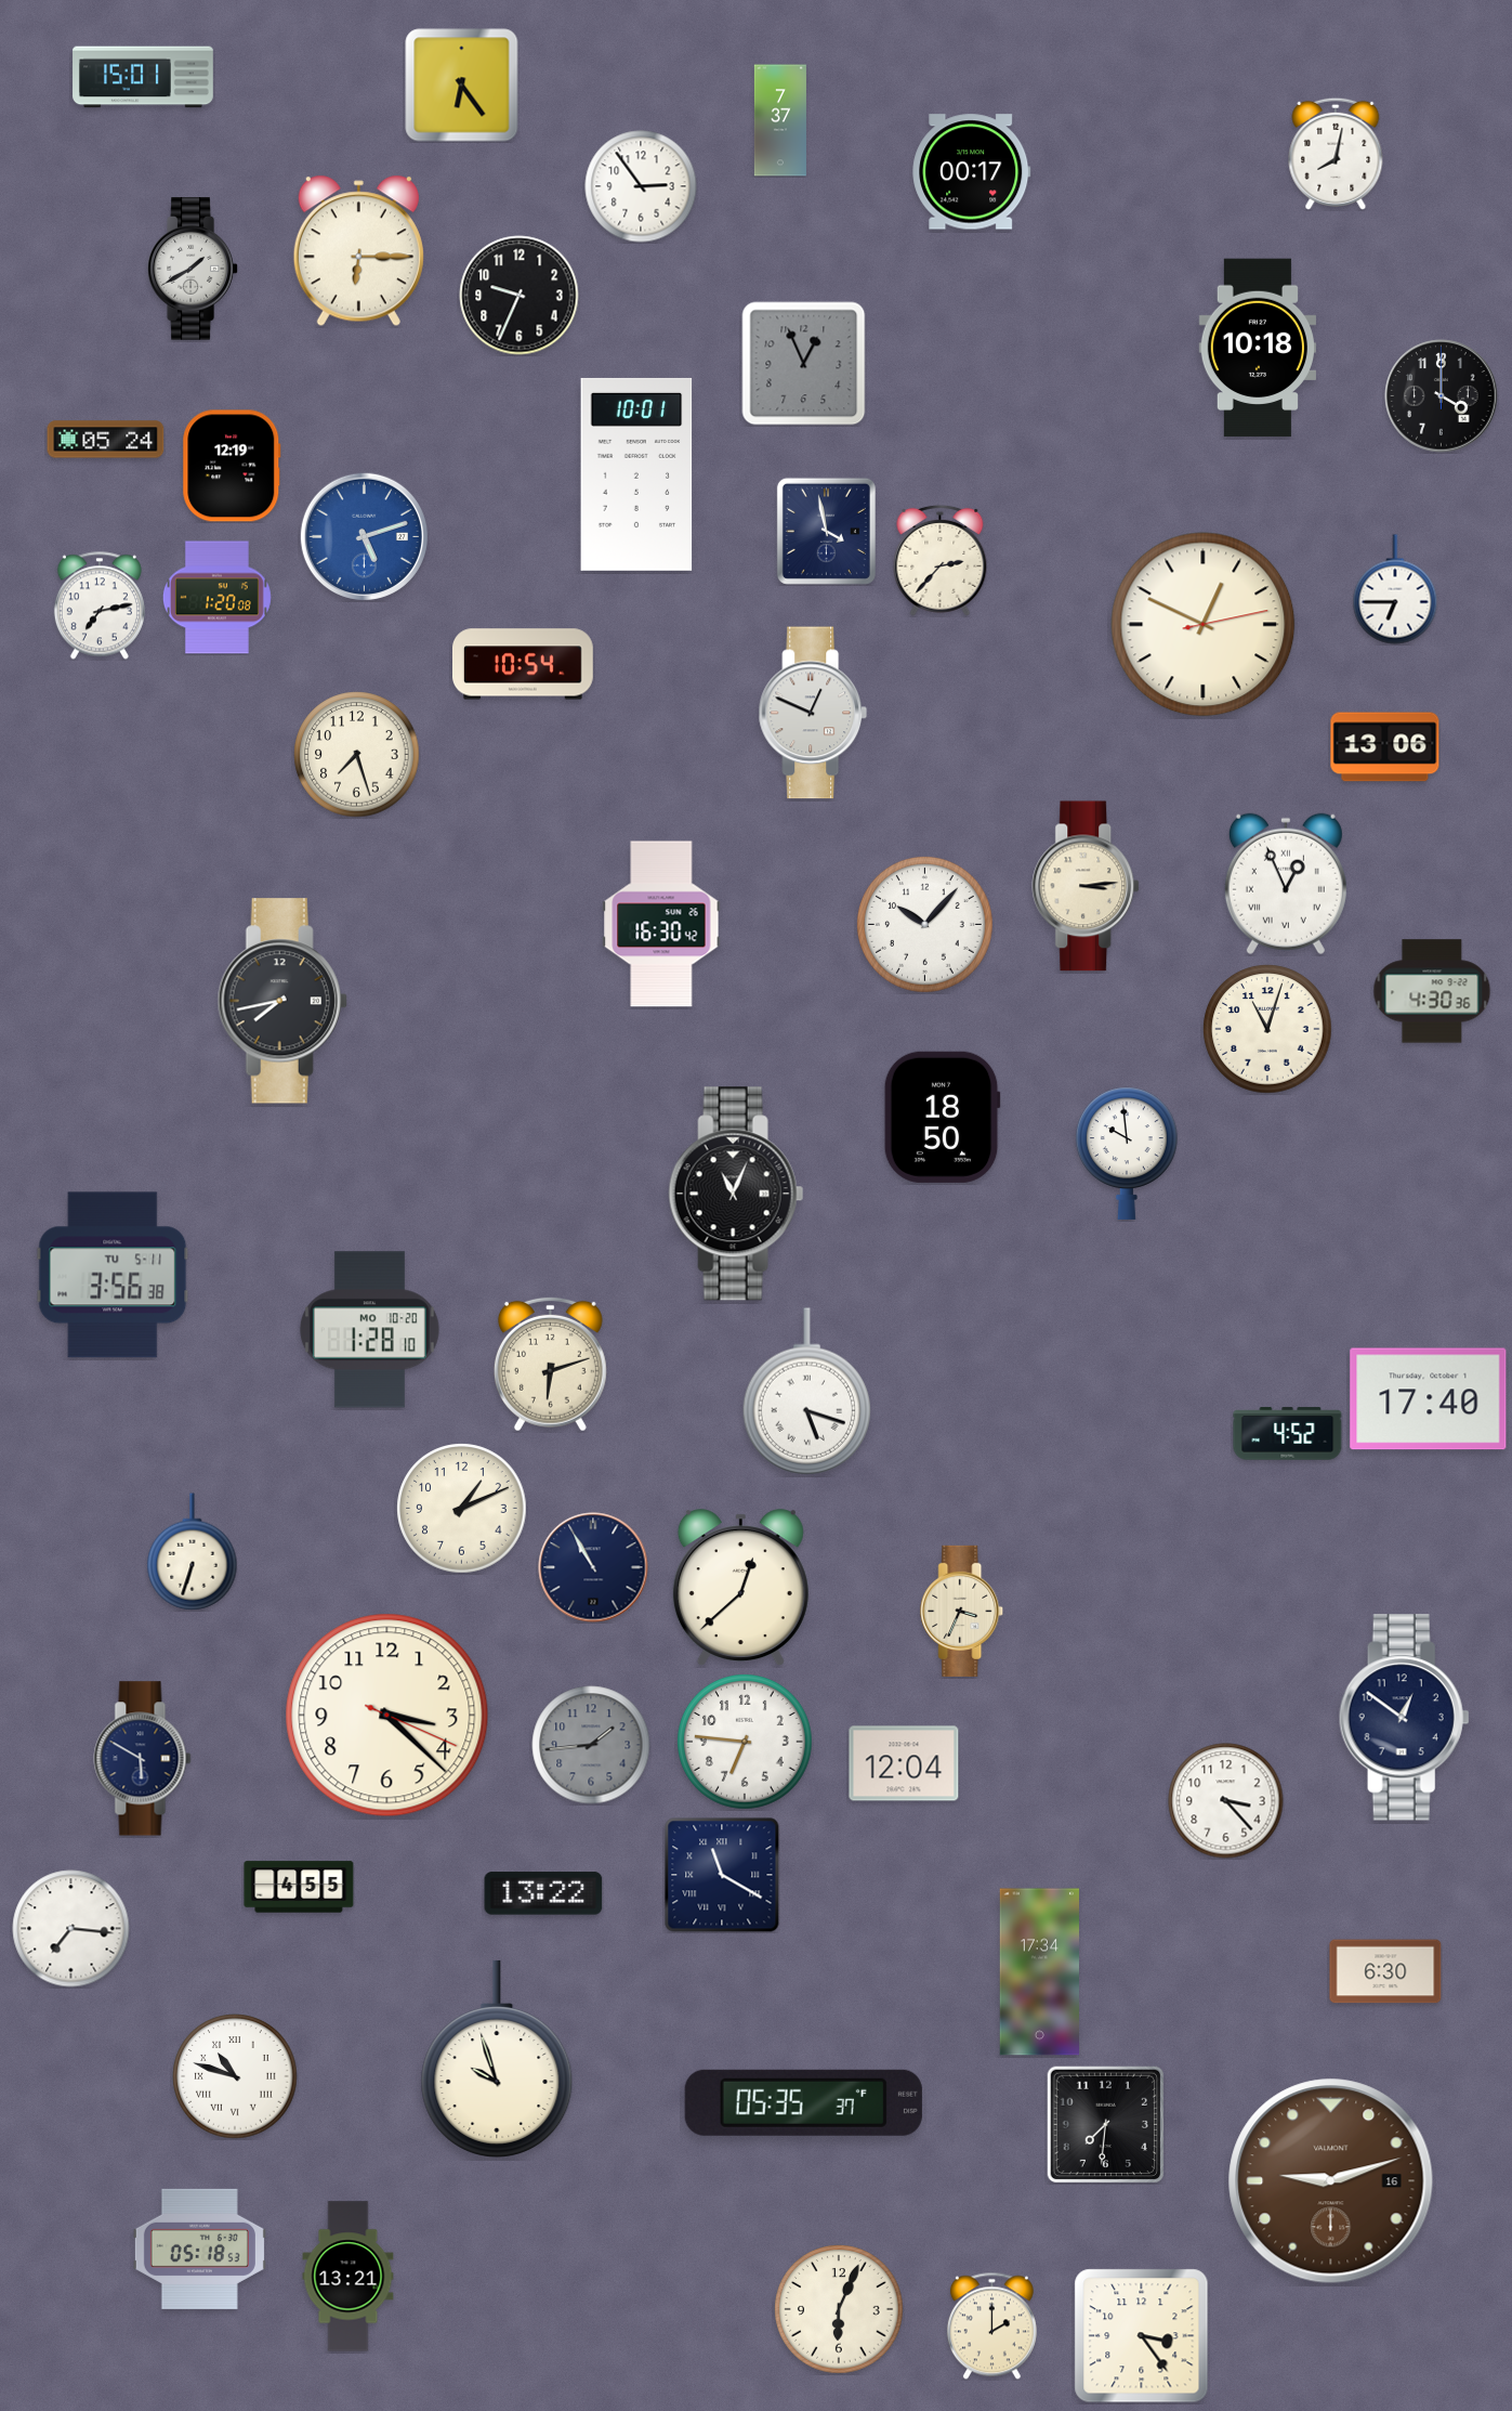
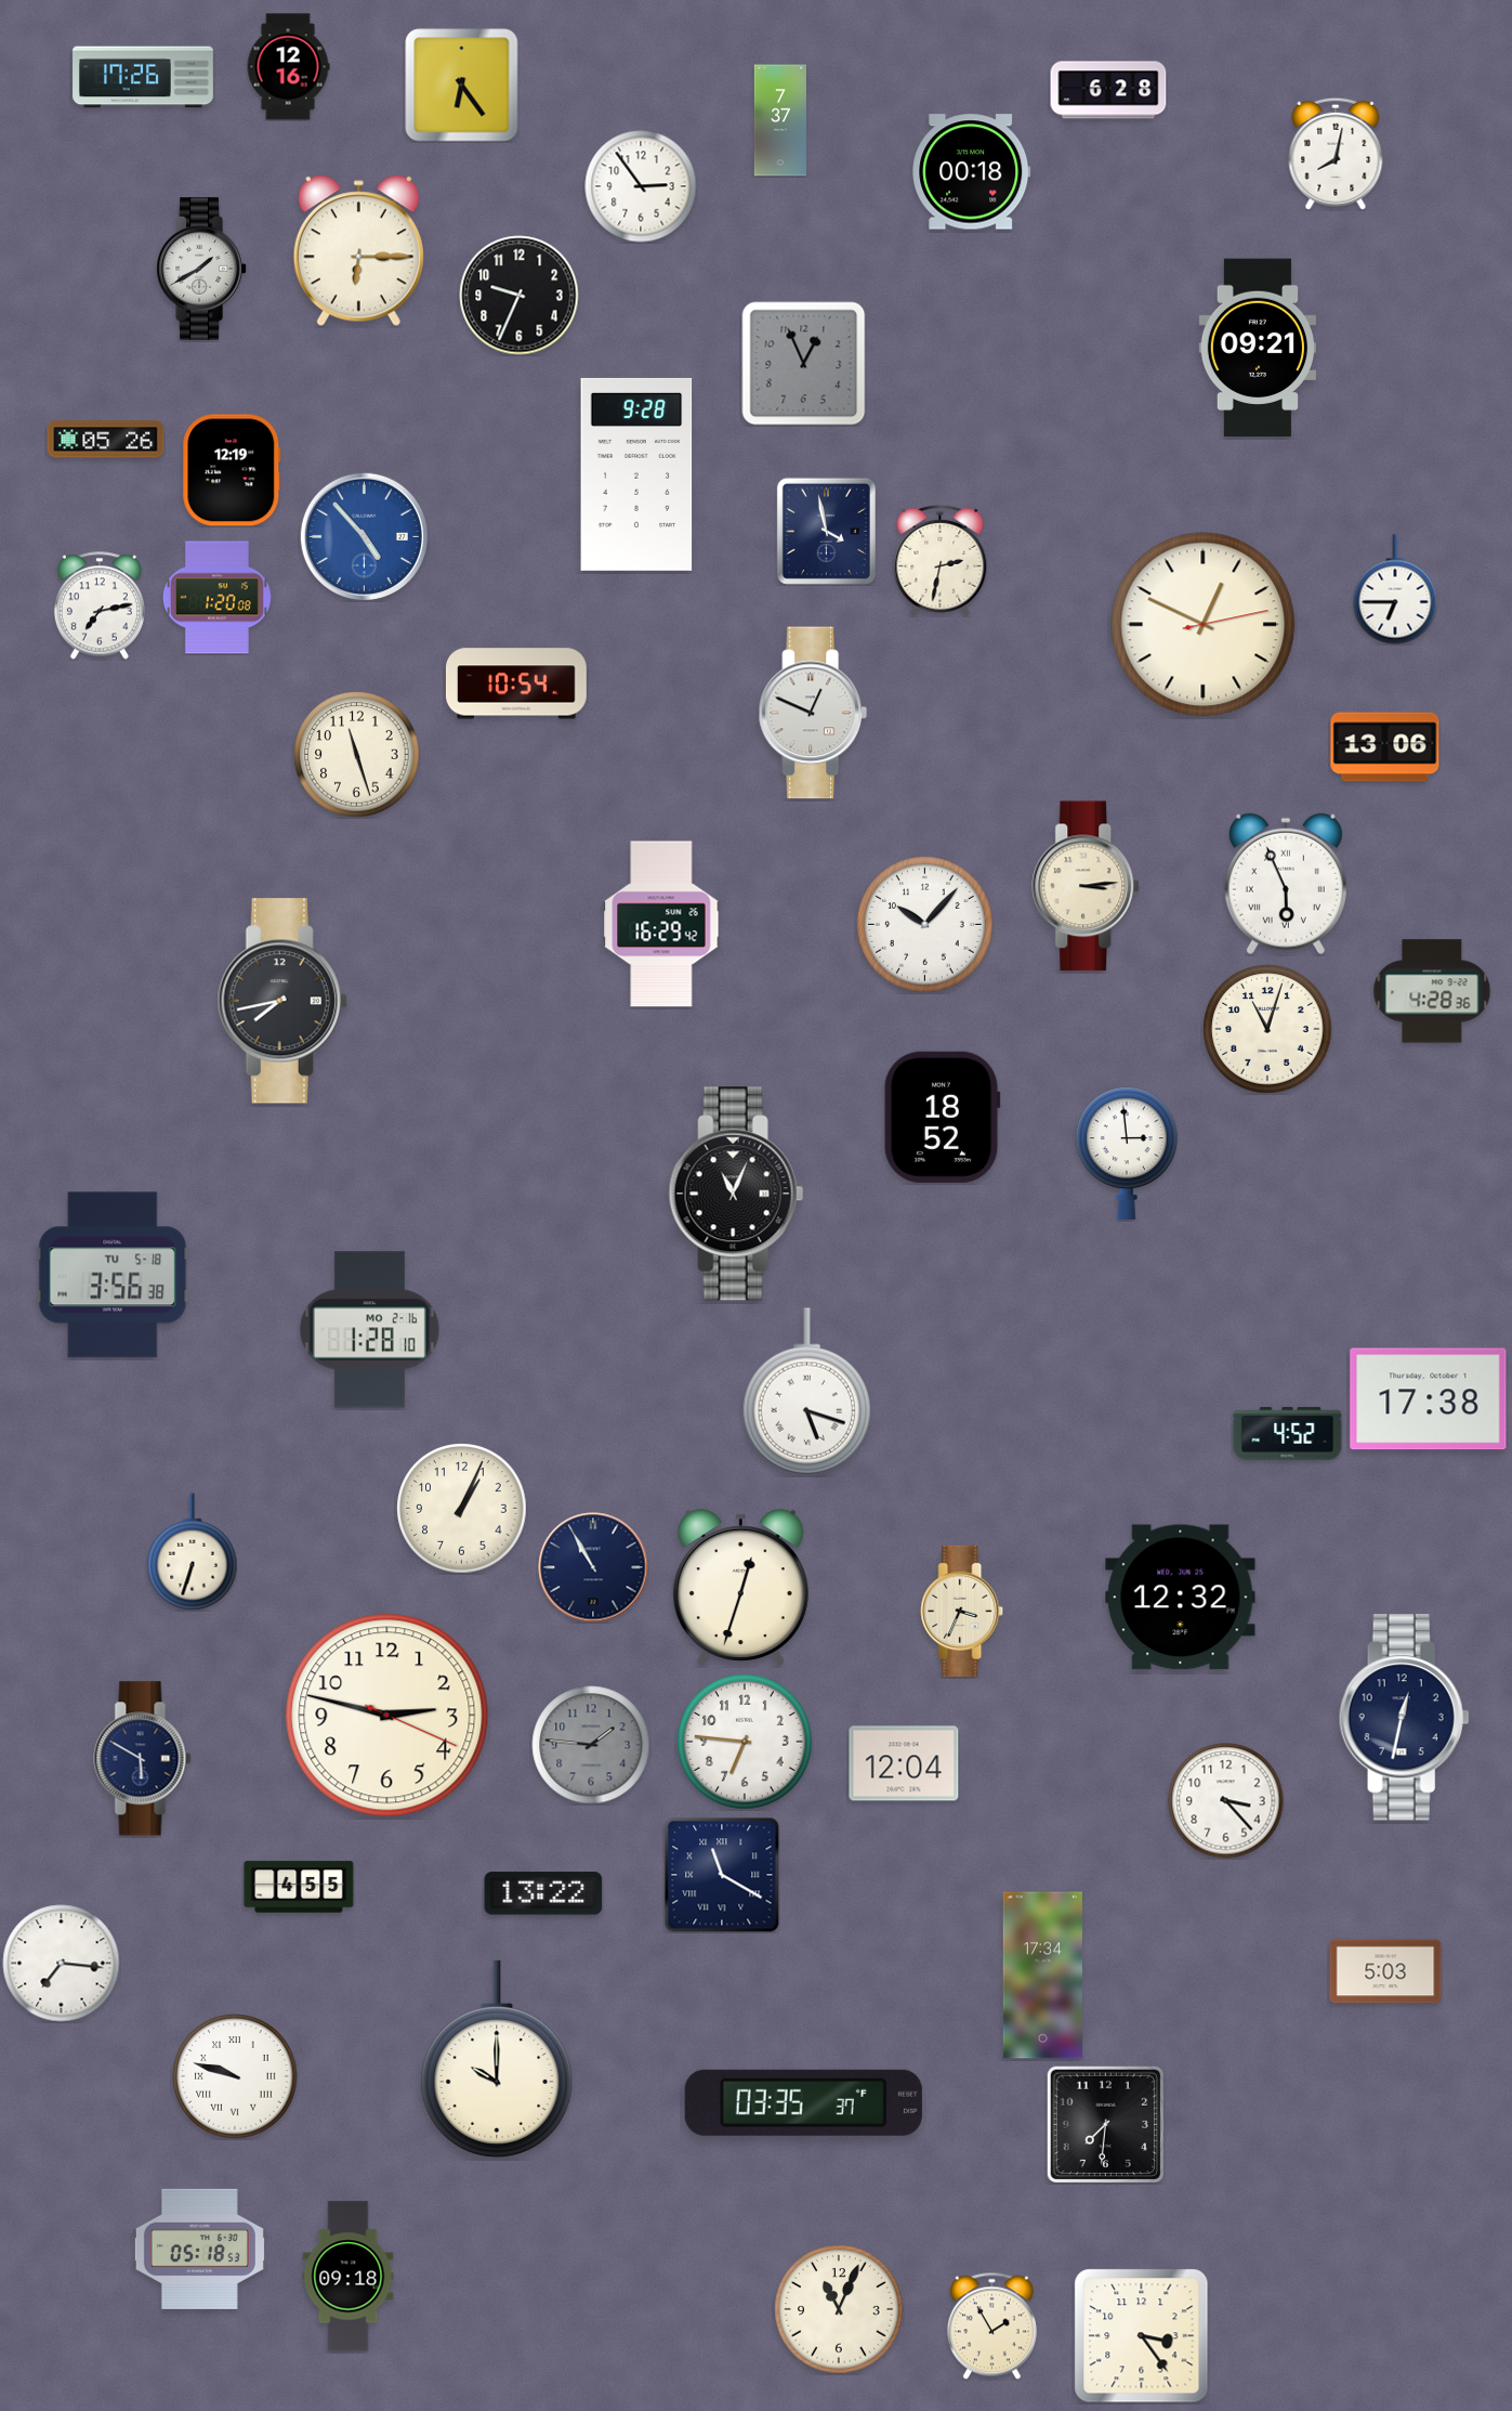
clock at (288, 67): none -> 12:16
clock at (143, 77): 15:01 -> 17:26
clock at (1108, 90): none -> 6:28
clock at (972, 172): 00:17 -> 00:18
clock at (193, 269) position: (193, 269) -> (201, 269)
clock at (1257, 348): 10:18 -> 09:21
clock at (1442, 396): 4:00 -> none
clock at (106, 440): 05:24 -> 05:26
clock at (232, 466) position: (232, 466) -> (232, 470)
clock at (636, 474): 10:01 -> 9:28
clock at (364, 536): 5:12 -> 4:53
clock at (941, 560): 2:37 -> 2:32
clock at (524, 664) position: (524, 664) -> (517, 683)
clock at (357, 755): 7:27 -> 11:27
clock at (1286, 884): 12:56 -> 5:56
clock at (661, 924): 16:30 -> 16:29
clock at (1432, 991): 4:30 -> 4:28
clock at (942, 1117): 18:50 -> 18:52
clock at (1127, 1154): 9:59 -> 2:59
clock at (113, 1275) date: TU 5-11 -> TU 5-18
clock at (369, 1330) date: MO 10-20 -> MO 2-16
clock at (550, 1364): 6:12 -> none
clock at (1429, 1399): 17:40 -> 17:38
clock at (462, 1509): 1:11 -> 1:04
clock at (740, 1588): 12:38 -> 12:33
clock at (1181, 1598): none -> 12:32
clock at (387, 1716): 3:22 -> 2:47
clock at (1404, 1718): 12:51 -> 12:32
clock at (591, 1745): 1:44 -> 1:46
clock at (71, 1929) position: (71, 1929) -> (62, 1964)
clock at (1385, 1971): 6:30 -> 5:03
clock at (1039, 1972) position: (1039, 1972) -> (1042, 1976)
clock at (497, 2059): 9:57 -> 10:00
clock at (235, 2076): 10:48 -> 9:48
clock at (803, 2102): 05:35 -> 03:35
clock at (1331, 2181): 9:12 -> none
clock at (349, 2277): 13:21 -> 09:18
clock at (839, 2309): 6:04 -> 11:04
clock at (991, 2325): 2:00 -> 1:55
